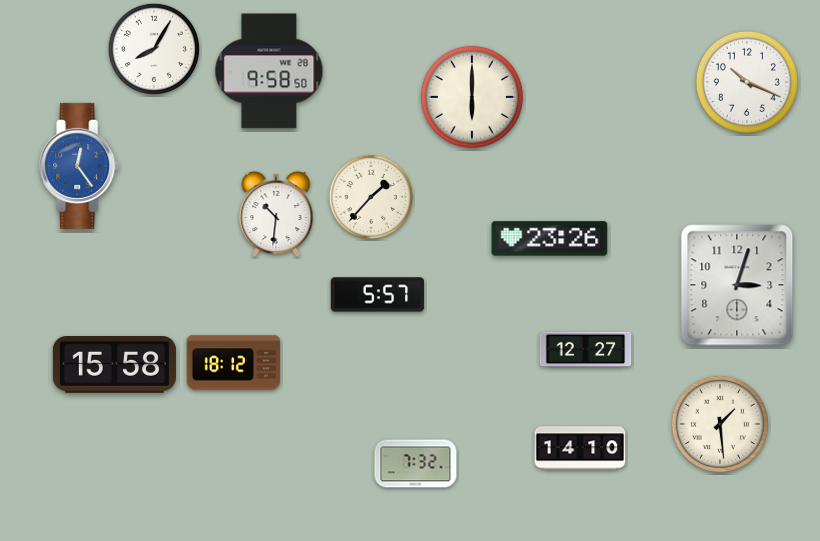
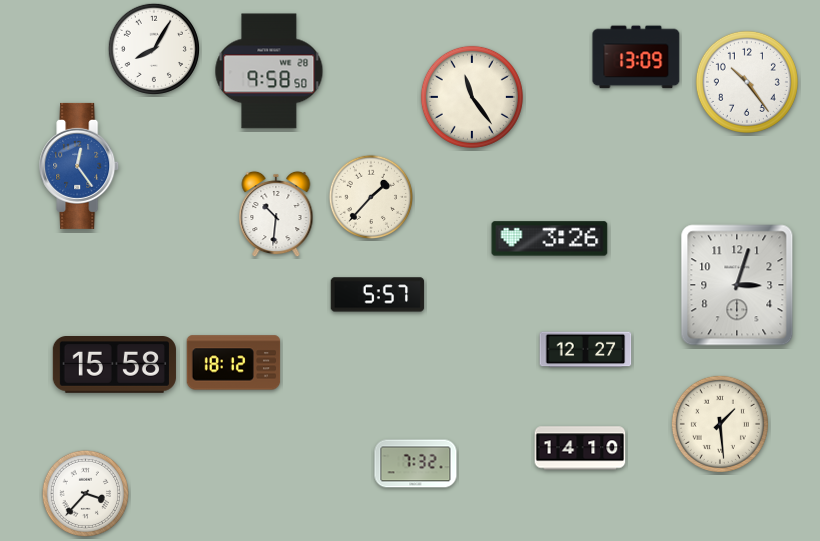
clock at (636, 57): none -> 13:09
clock at (747, 82): 10:19 -> 10:24
clock at (472, 97): 6:00 -> 11:24
clock at (550, 239): 23:26 -> 3:26
clock at (85, 493): none -> 3:37
